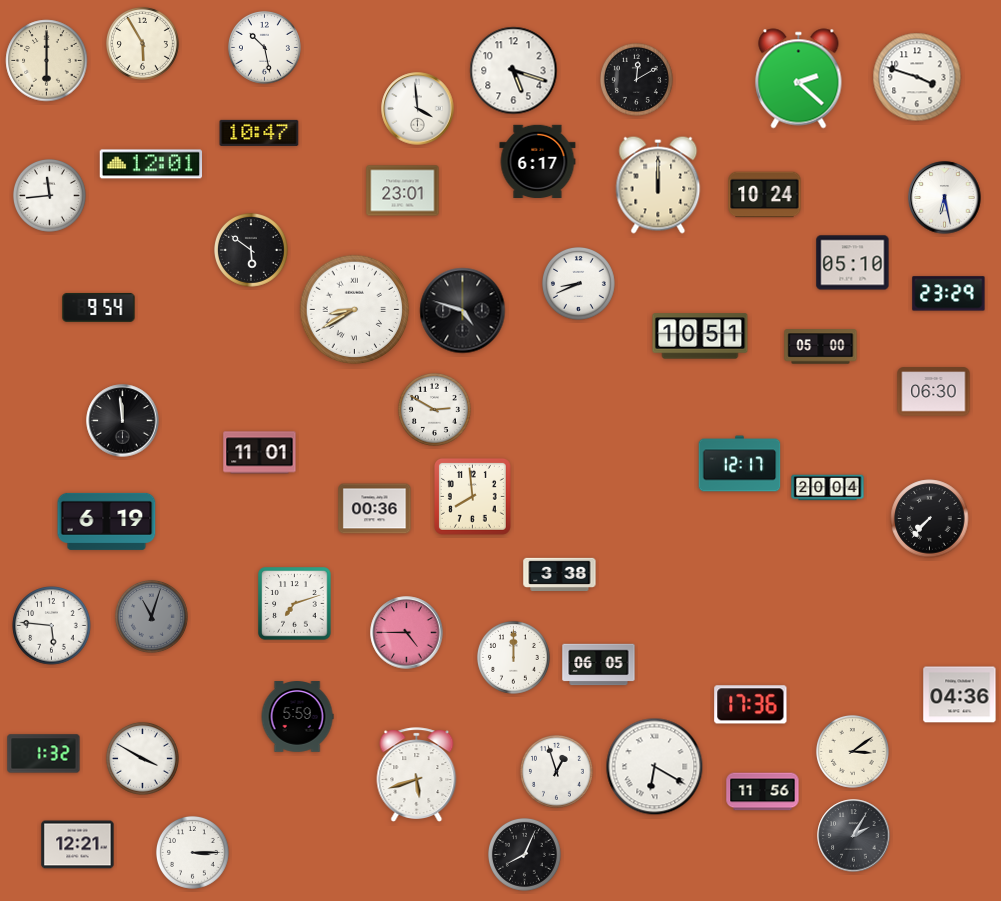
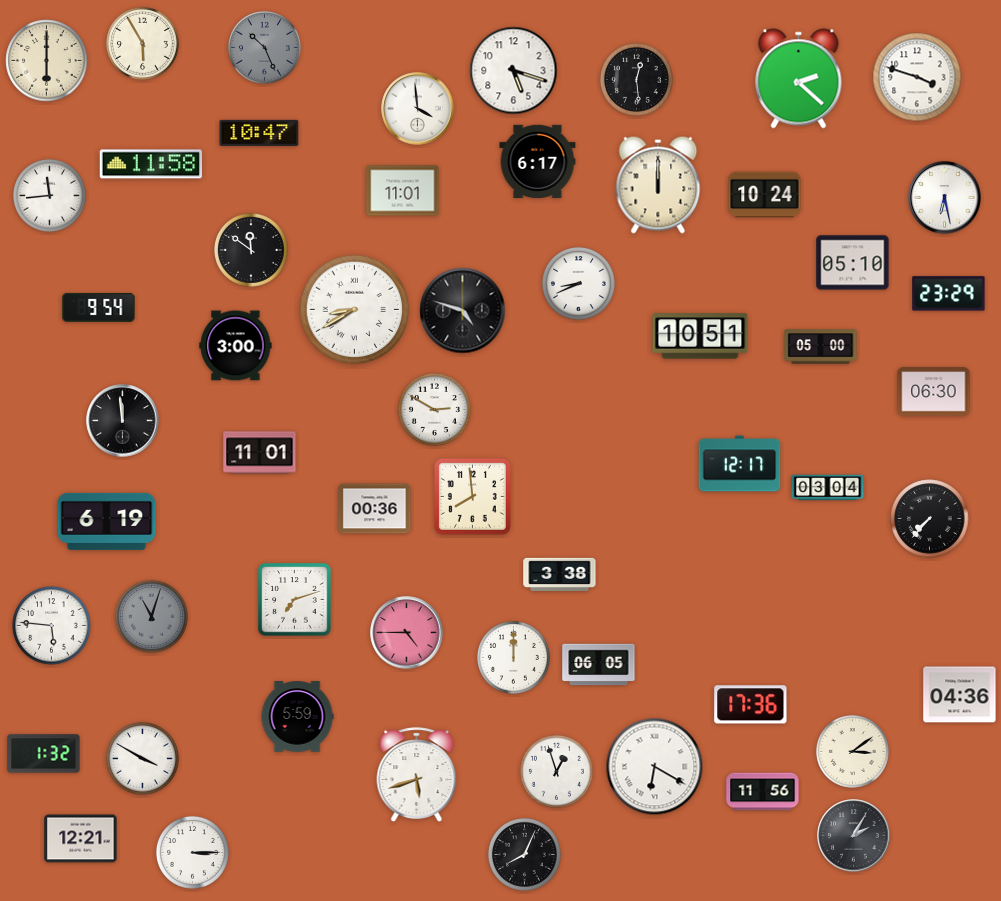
clock at (264, 47): 10:28 -> 10:26
clock at (264, 47) dial: white -> grey
clock at (636, 79): 12:10 -> 12:29
clock at (151, 164): 12:01 -> 11:58
clock at (403, 191): 23:01 -> 11:01
clock at (252, 251): 5:51 -> 11:51
clock at (236, 346): none -> 3:00
clock at (828, 488): 20:04 -> 03:04
clock at (295, 604) position: (295, 604) -> (295, 600)
clock at (78, 845) position: (78, 845) -> (81, 839)
